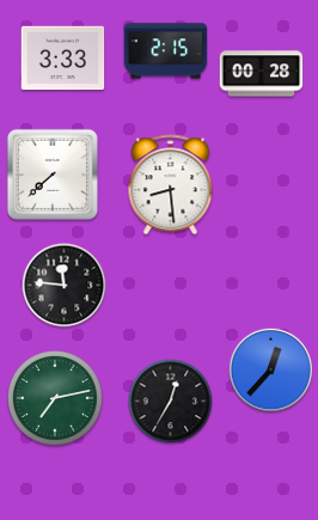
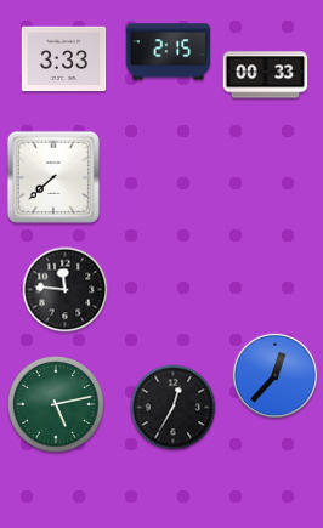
clock at (262, 74): 00:28 -> 00:33
clock at (171, 185): 8:29 -> none
clock at (55, 398): 7:13 -> 5:13
